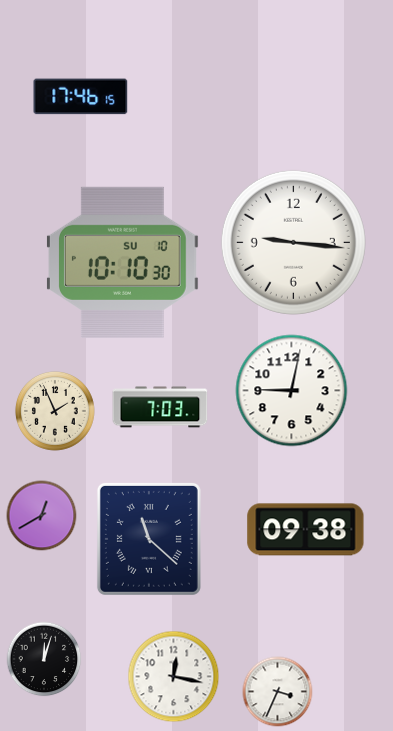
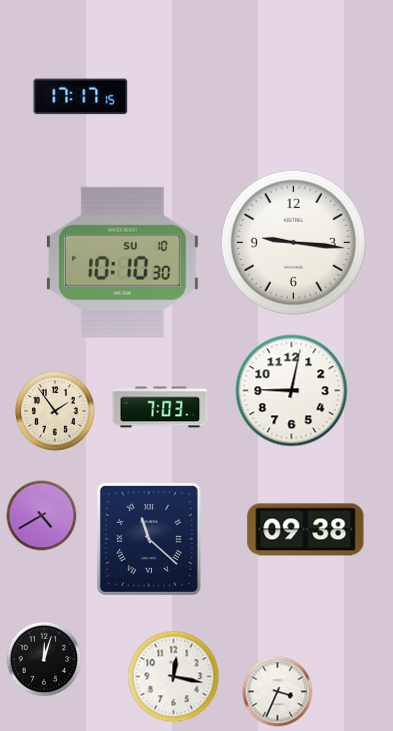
clock at (81, 97): 17:46 -> 17:17
clock at (55, 411): 1:56 -> 1:54
clock at (42, 516): 12:40 -> 4:40
